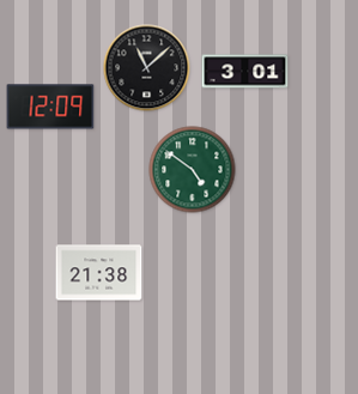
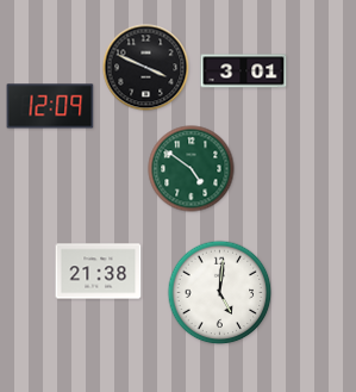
clock at (147, 68): 11:08 -> 3:49
clock at (220, 293): none -> 5:01
